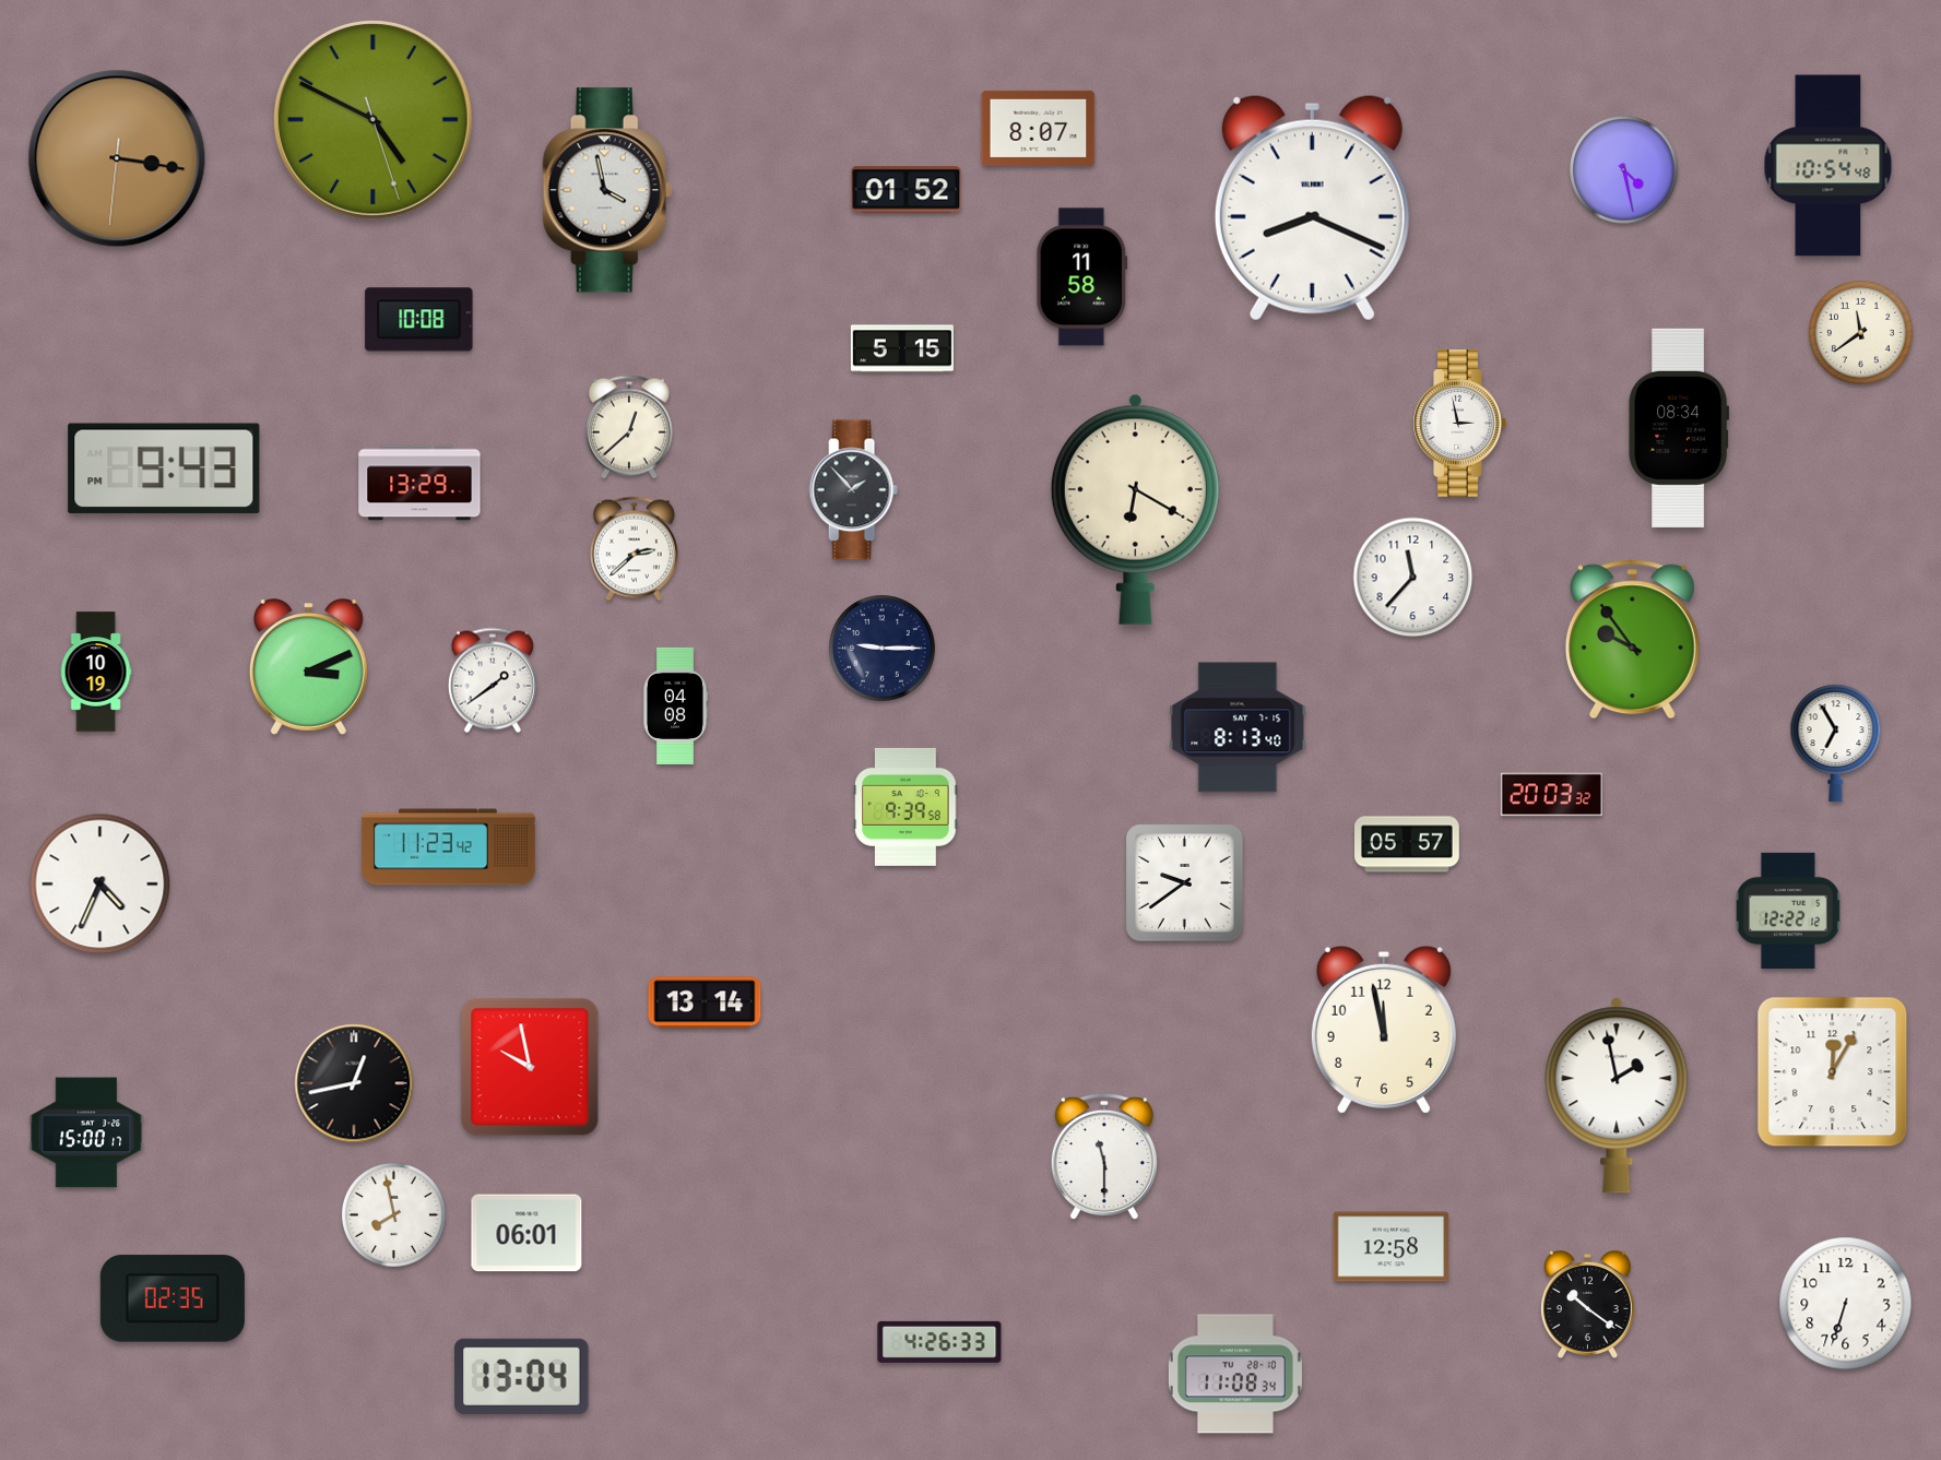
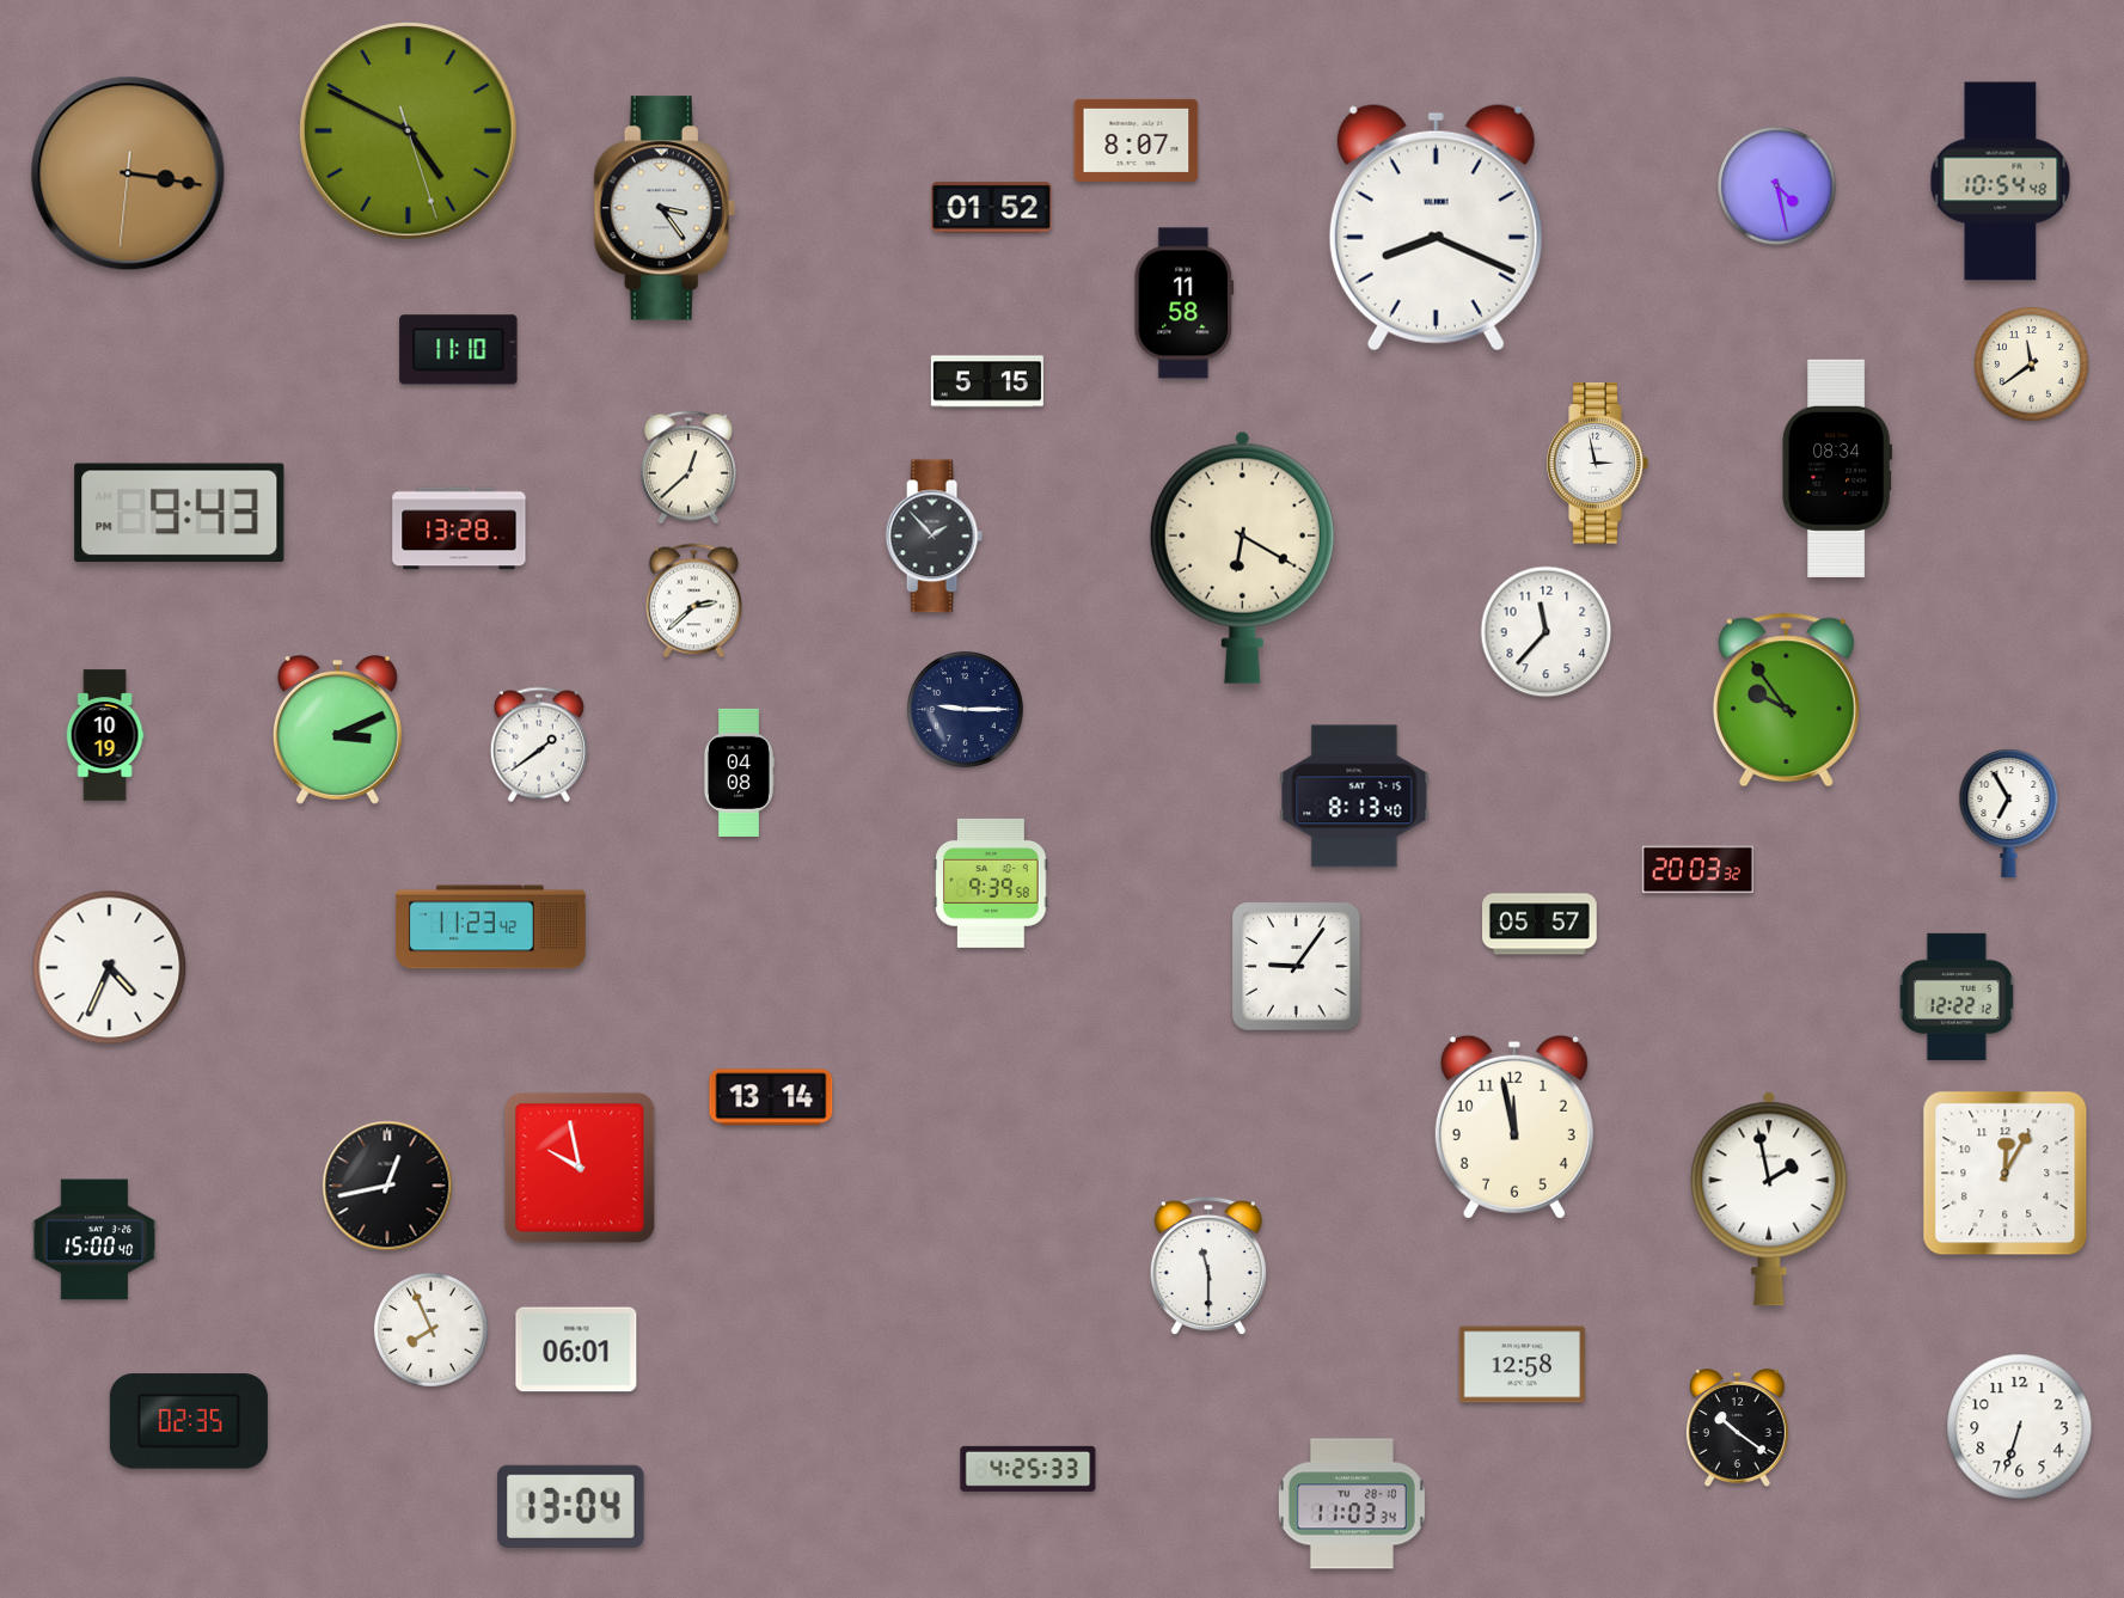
clock at (607, 190): 3:58 -> 3:24
clock at (419, 320): 10:08 -> 11:10
clock at (1860, 332) position: (1860, 332) -> (2031, 363)
clock at (419, 483): 13:29 -> 13:28
clock at (1185, 883): 9:39 -> 9:06
clock at (86, 1132): 15:00:17 -> 15:00:40
clock at (393, 1214): 7:58 -> 7:56
clock at (939, 1342): 4:26 -> 4:25
clock at (1235, 1374): 11:08 -> 11:03
